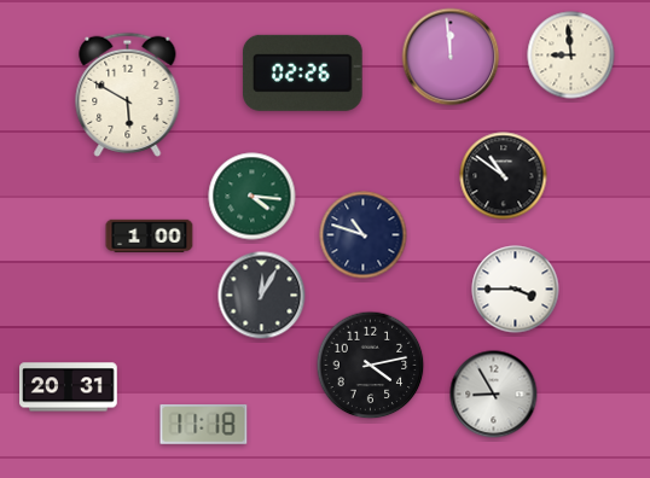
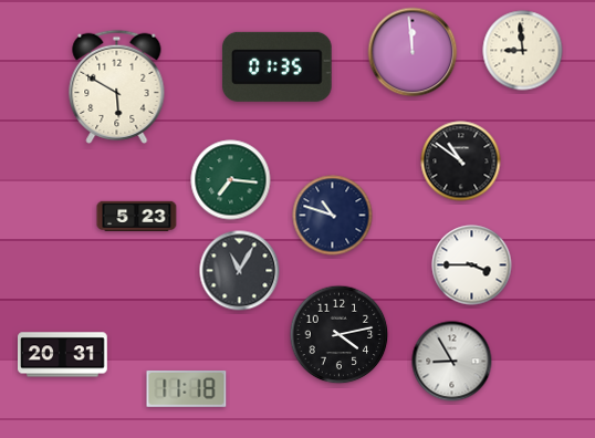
clock at (302, 72): 02:26 -> 01:35
clock at (253, 197): 4:16 -> 7:16
clock at (150, 235): 1:00 -> 5:23
clock at (262, 296): 12:05 -> 11:05
